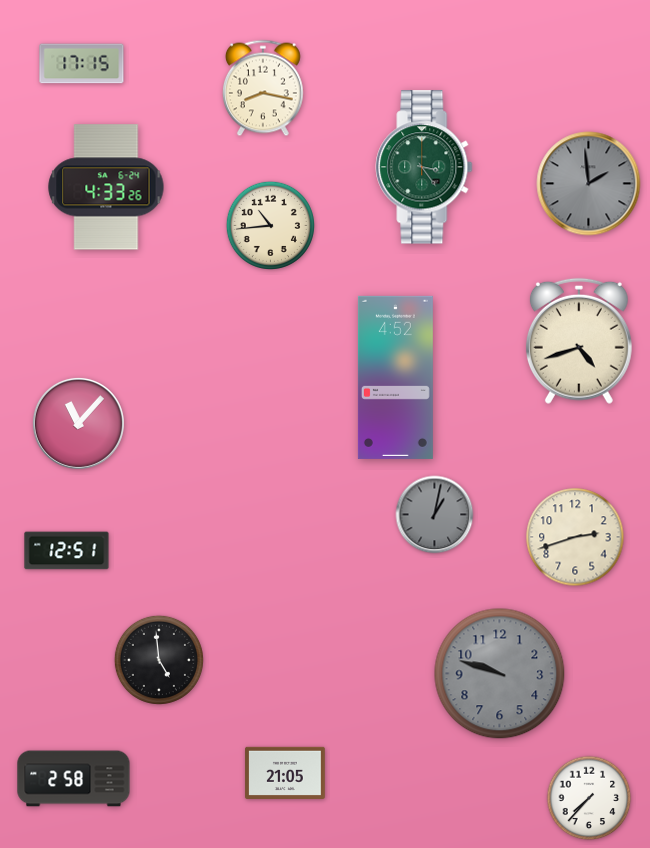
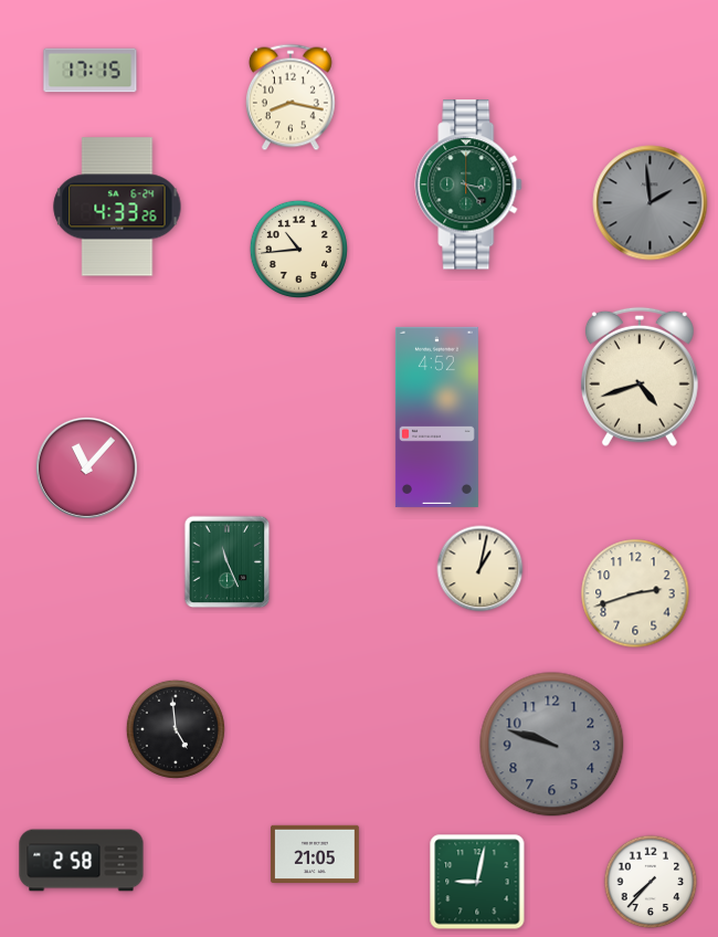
clock at (228, 562): none -> 11:26
clock at (435, 515) dial: grey -> cream
clock at (67, 551): 12:51 -> none
clock at (477, 882): none -> 9:02
